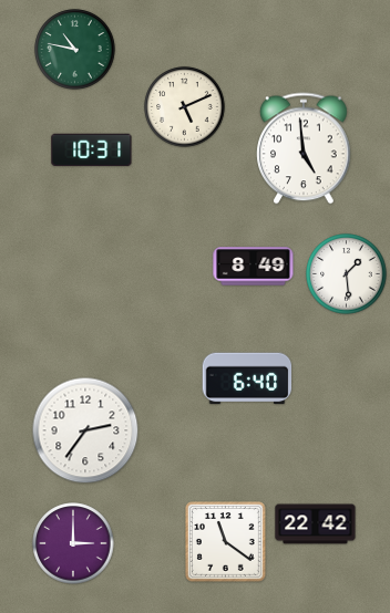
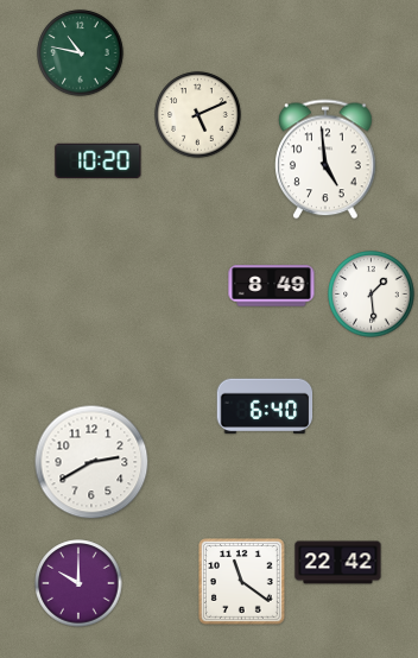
clock at (92, 149): 10:31 -> 10:20
clock at (85, 430): 2:36 -> 2:40
clock at (73, 543): 3:00 -> 10:00
